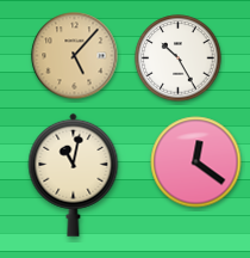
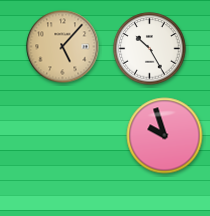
clock at (196, 162): 12:21 -> 9:57
clock at (74, 174): 11:02 -> none
